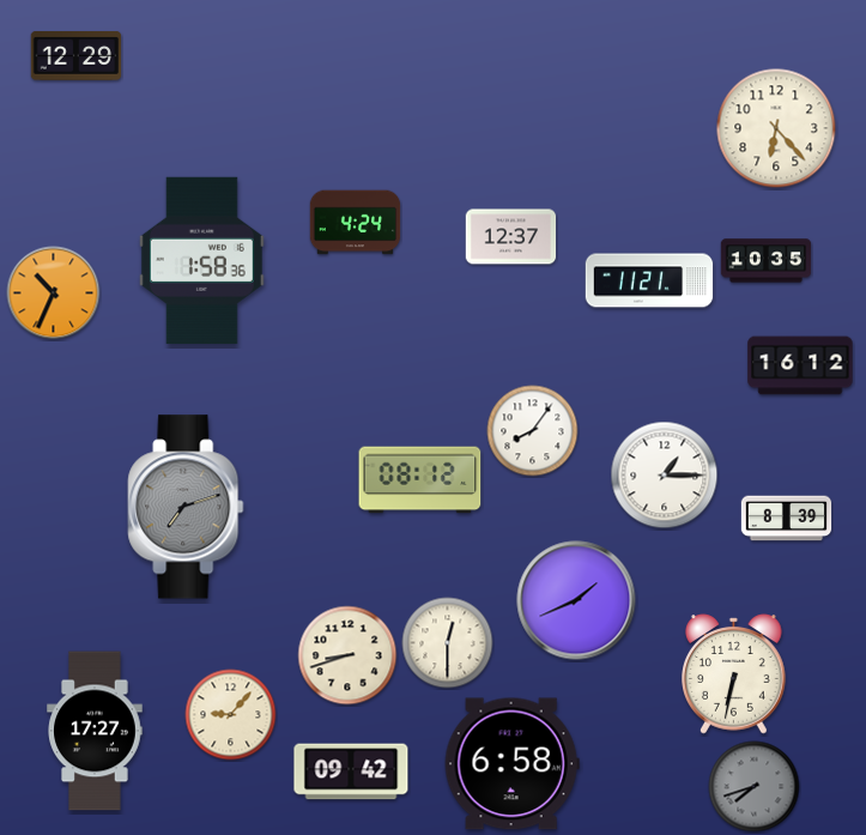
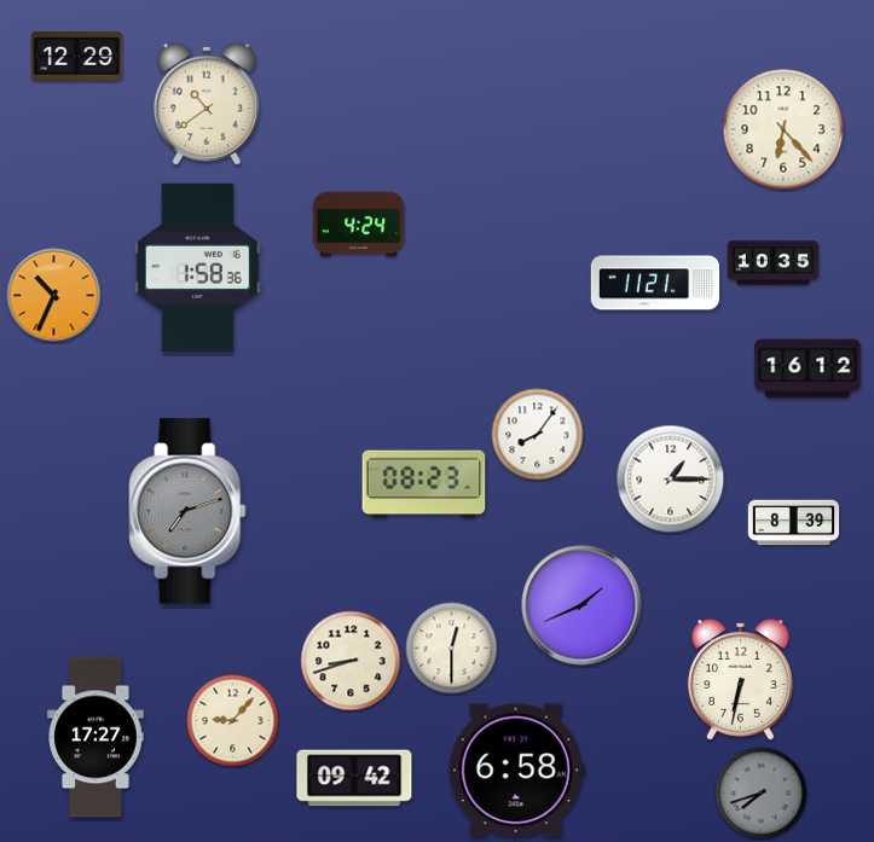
clock at (207, 104): none -> 10:39
clock at (511, 237): 12:37 -> none
clock at (201, 260) position: (201, 260) -> (197, 267)
clock at (420, 480): 08:12 -> 08:23
